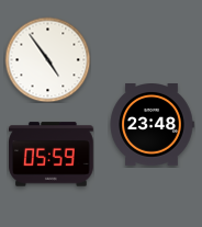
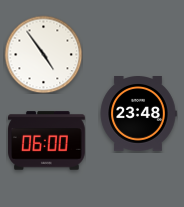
clock at (52, 155): 05:59 -> 06:00
